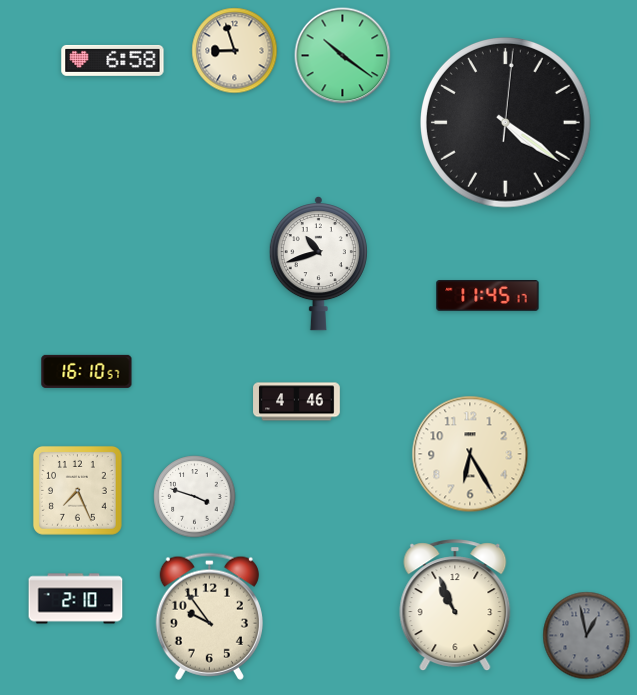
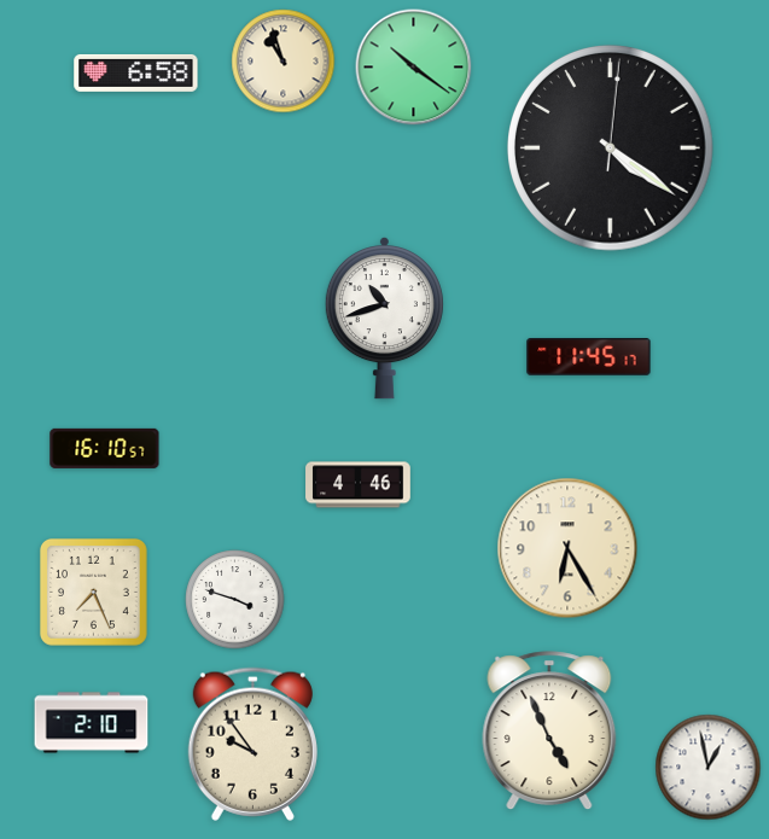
clock at (235, 51): 8:57 -> 10:57
clock at (455, 606): 10:56 -> 4:56
clock at (587, 636) dial: grey -> white
